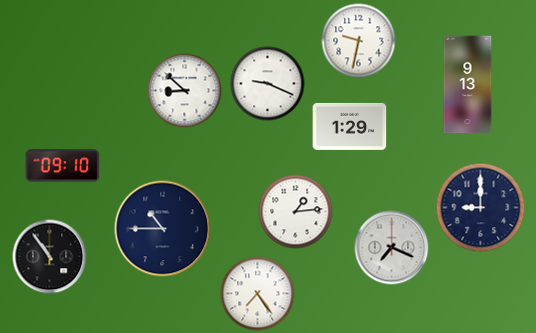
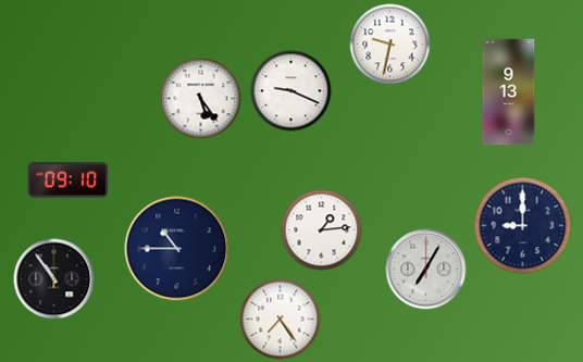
clock at (185, 91): 8:52 -> 5:24
clock at (350, 126): 1:29 -> none
clock at (392, 248): 7:19 -> 7:05
